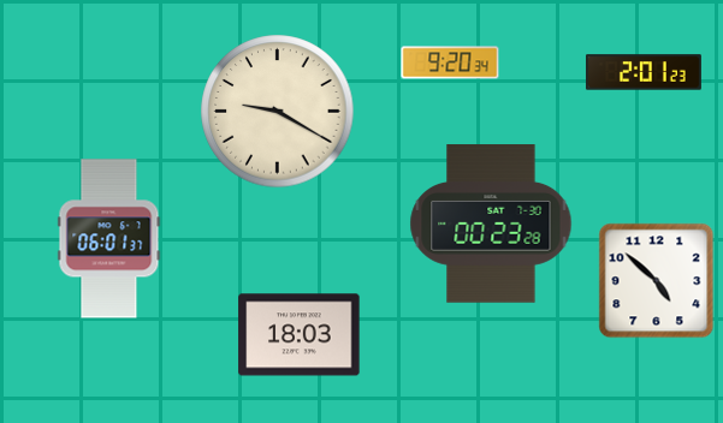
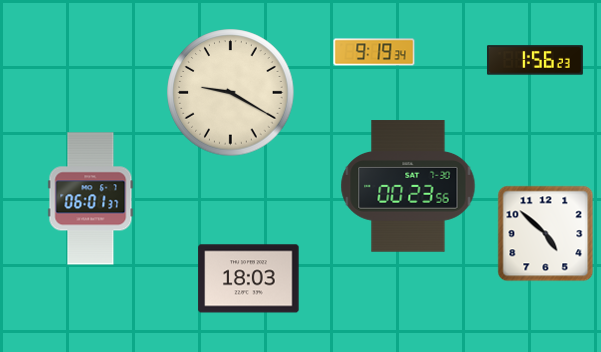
clock at (450, 62): 9:20 -> 9:19
clock at (644, 72): 2:01 -> 1:56
clock at (491, 224): 00:23:28 -> 00:23:56
